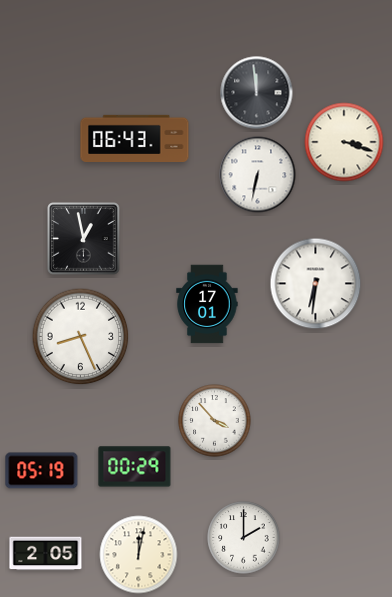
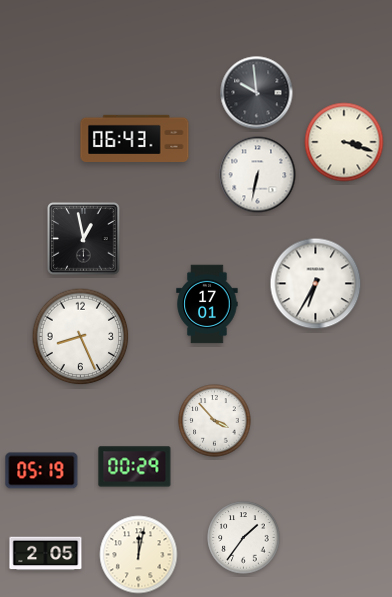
clock at (257, 93): 11:59 -> 9:59
clock at (316, 284): 6:31 -> 6:35
clock at (244, 538): 2:00 -> 1:36
